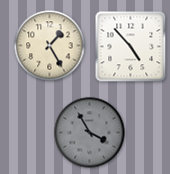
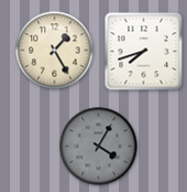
clock at (131, 47): 4:53 -> 7:42
clock at (90, 133): 3:55 -> 4:05
